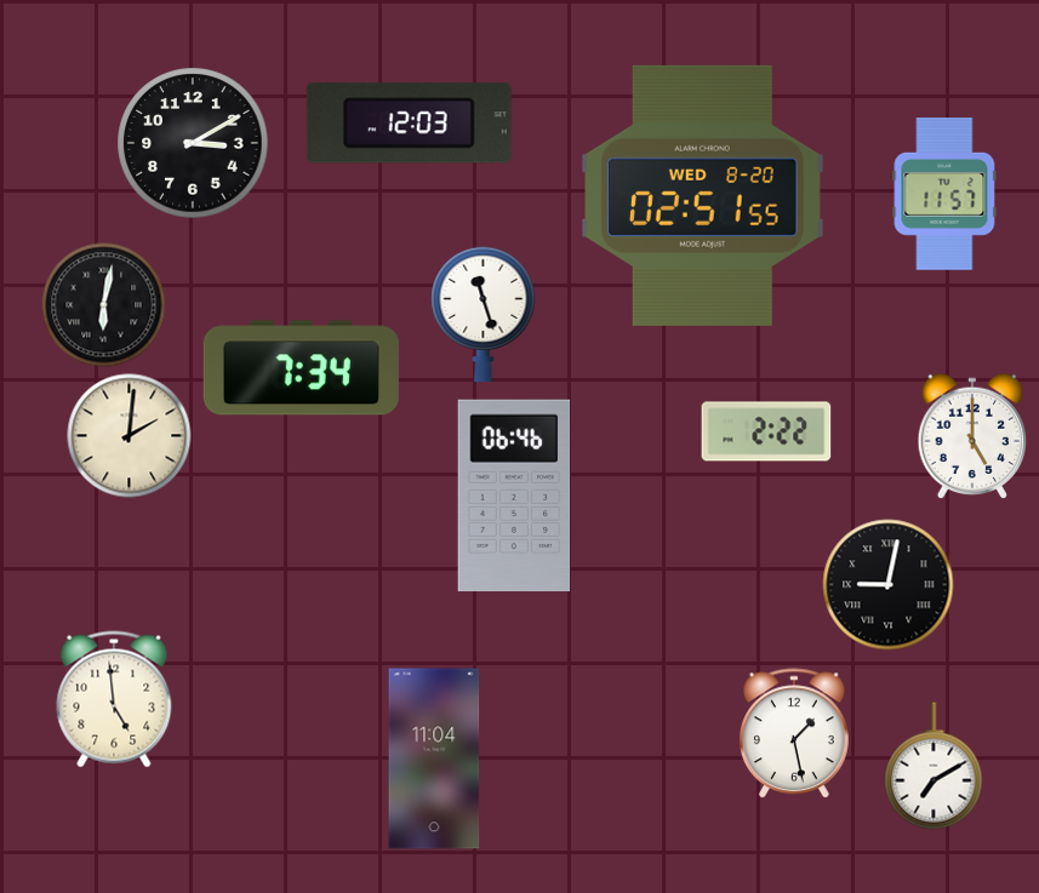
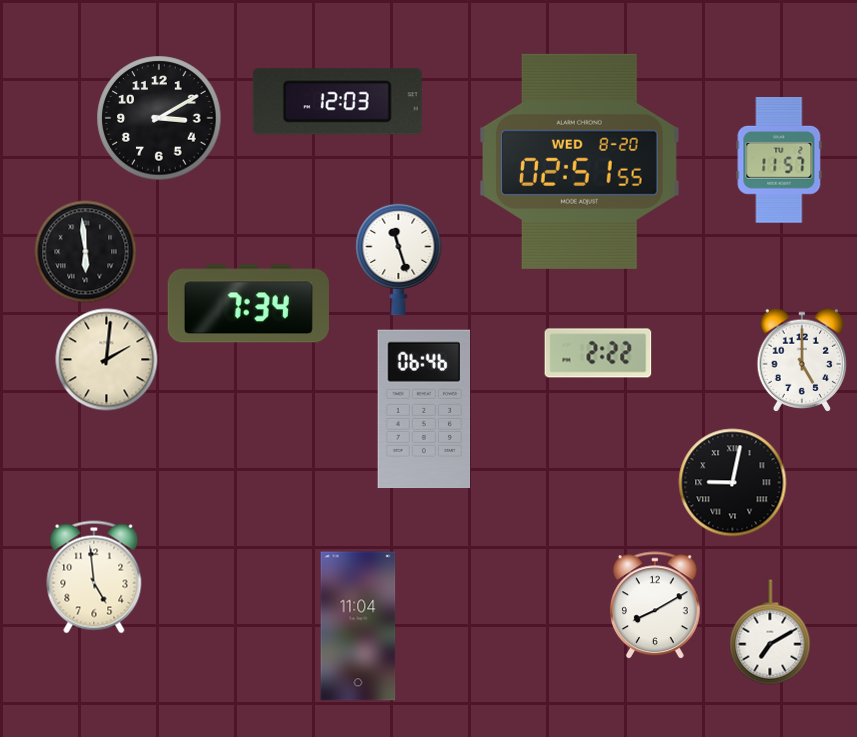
clock at (104, 305): 6:02 -> 5:59
clock at (766, 431) position: (766, 431) -> (598, 353)
clock at (794, 733): 1:28 -> 8:10
